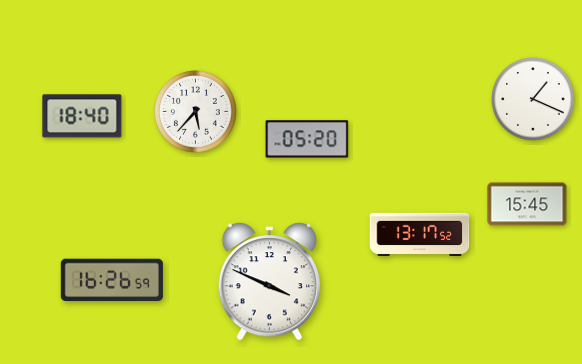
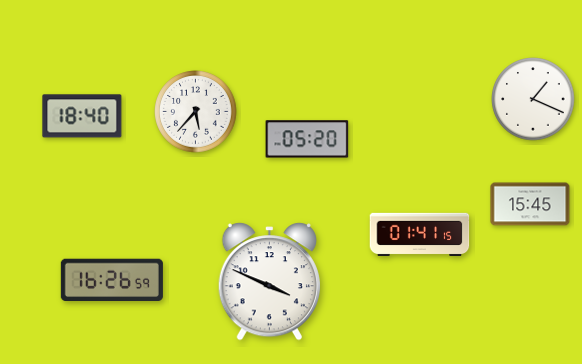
clock at (527, 204) position: (527, 204) -> (530, 204)
clock at (420, 234): 13:17 -> 01:41
